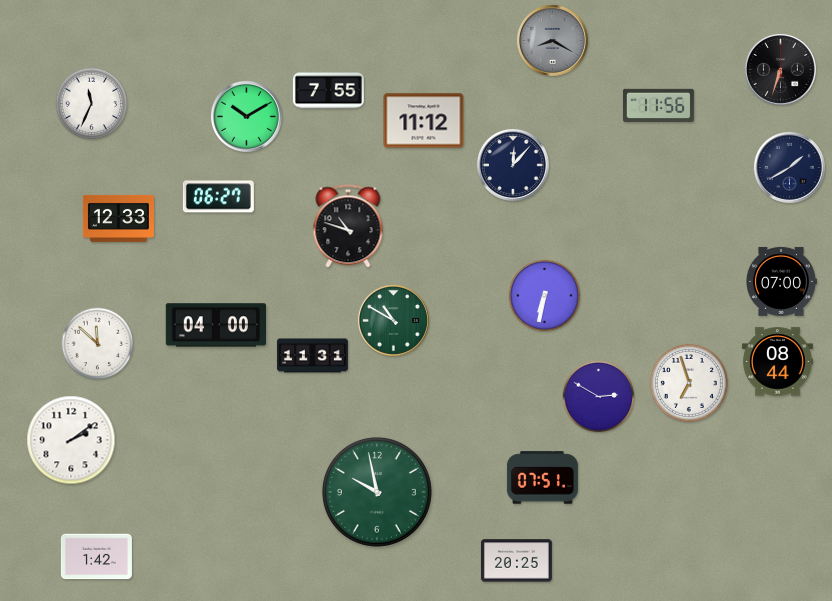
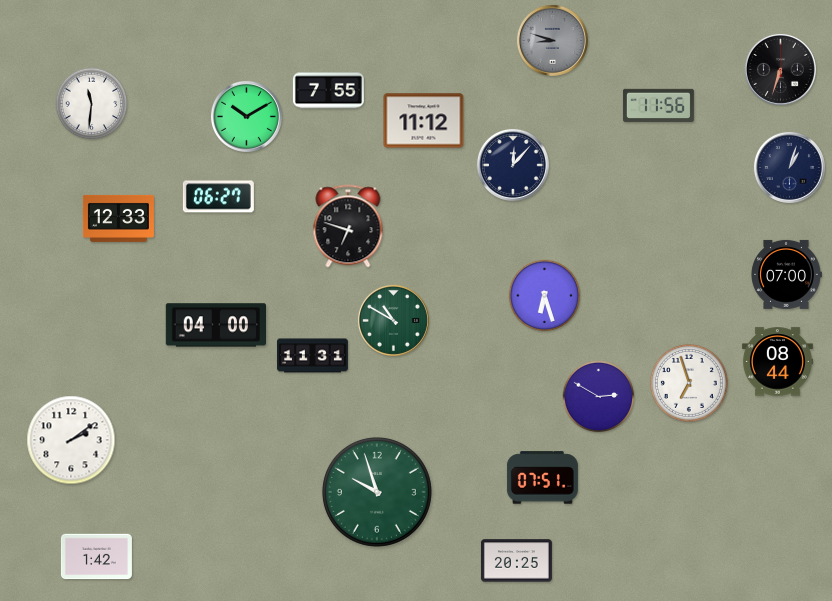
clock at (552, 40): 8:20 -> 8:48
clock at (92, 104): 11:34 -> 11:31
clock at (789, 167): 1:40 -> 1:03
clock at (348, 226): 10:48 -> 6:48
clock at (781, 281) position: (781, 281) -> (786, 274)
clock at (545, 296): 6:32 -> 6:27
clock at (98, 344): 11:52 -> none
clock at (377, 492): 9:58 -> 9:57
